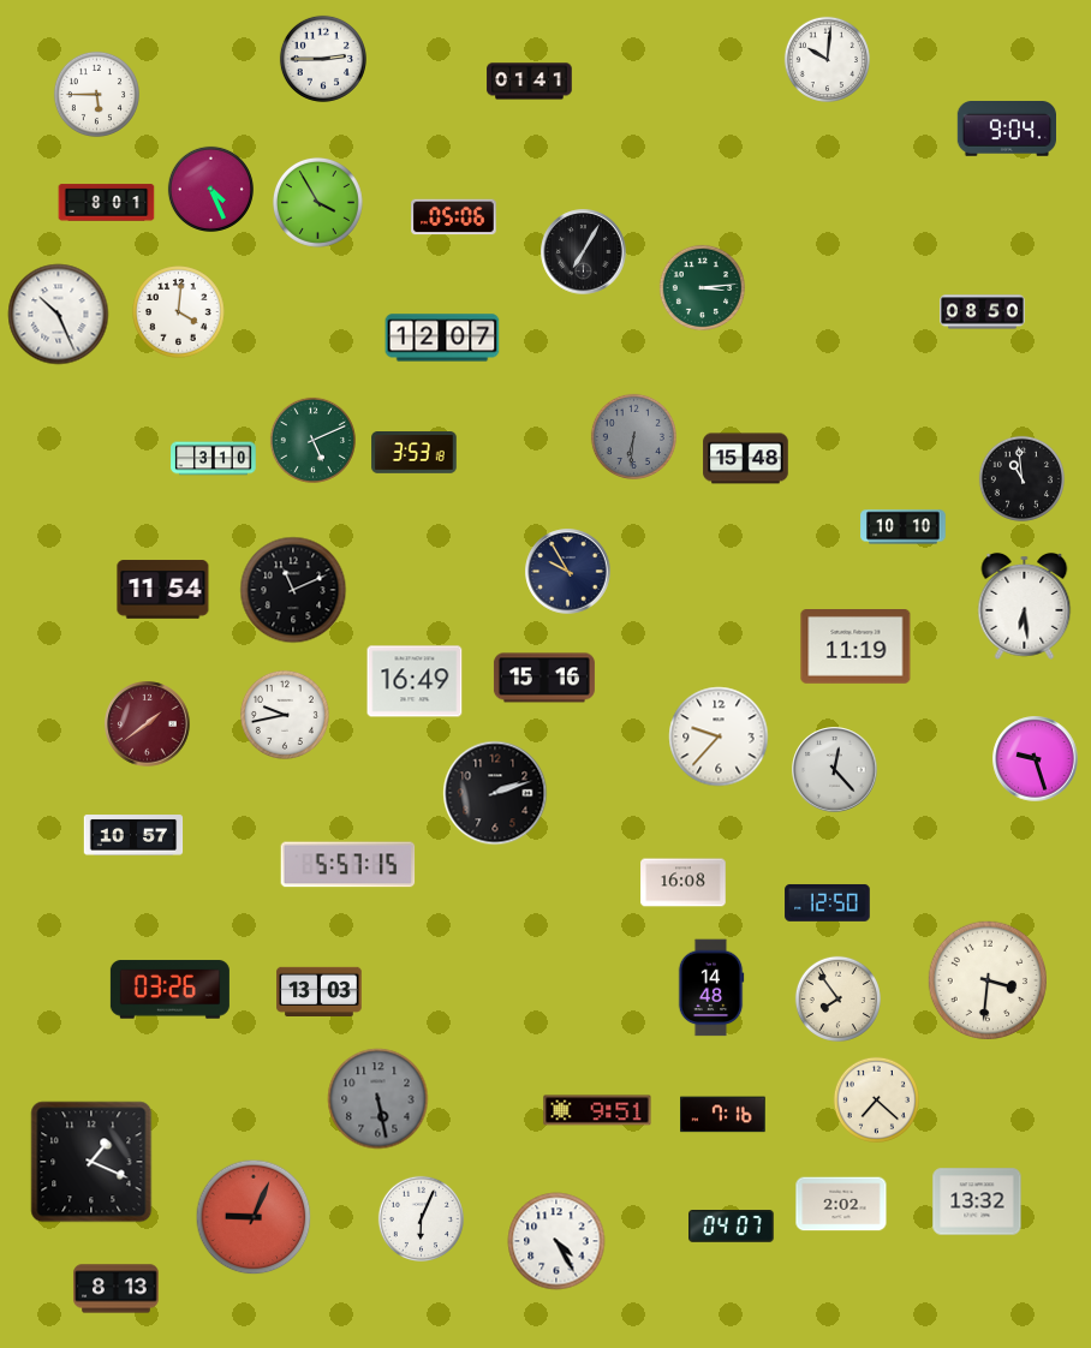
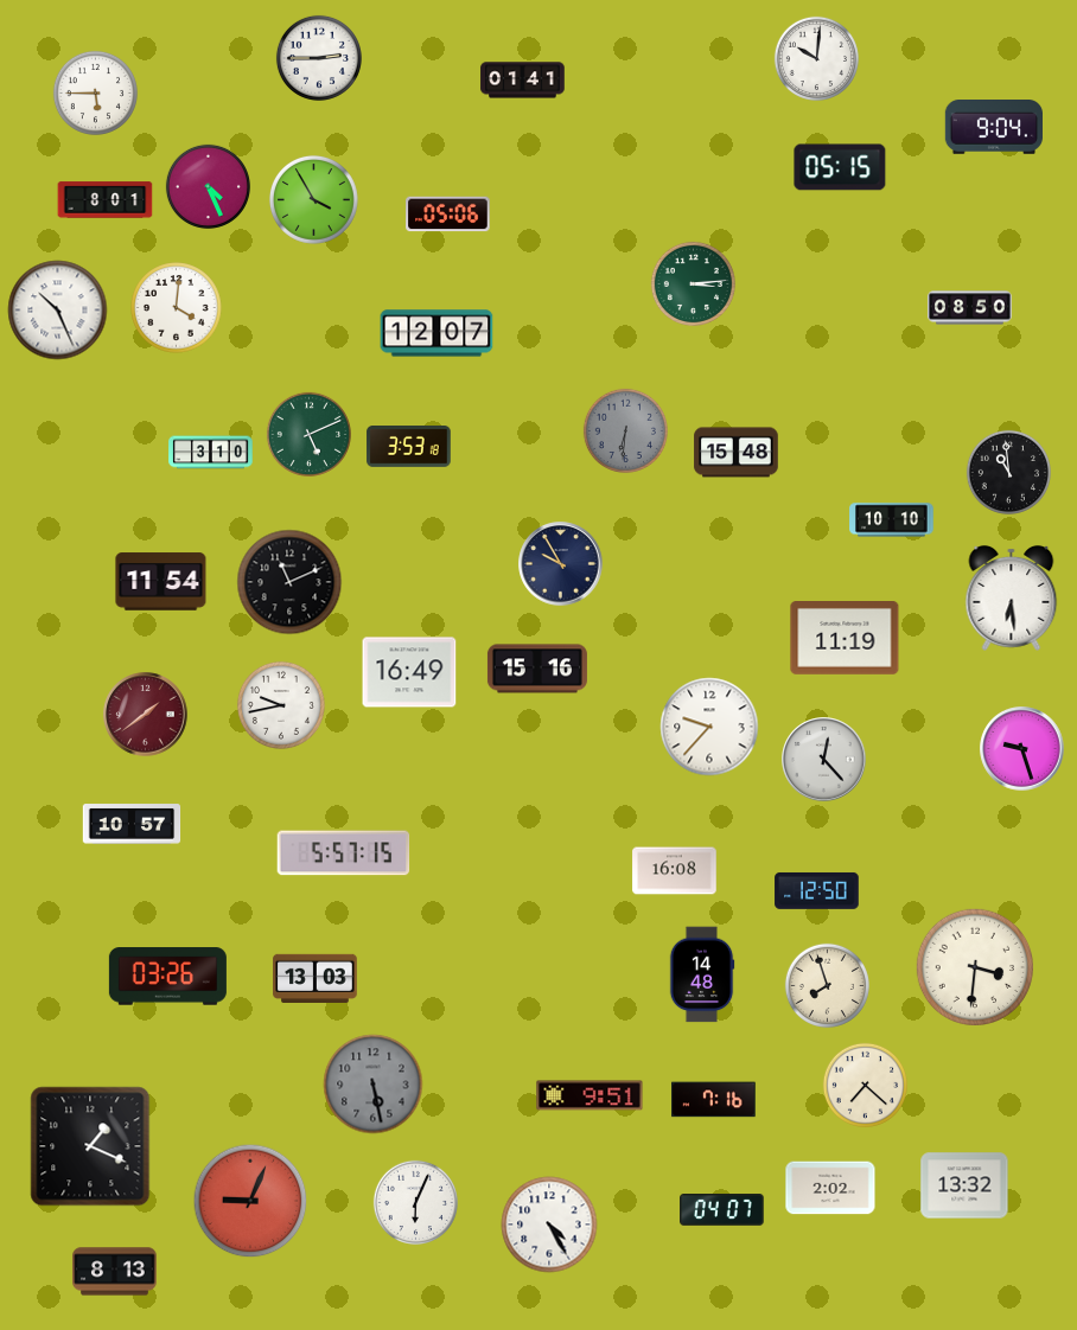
clock at (840, 167): none -> 05:15
clock at (584, 252): 7:05 -> none
clock at (495, 793): 2:12 -> none
clock at (837, 998): 7:54 -> 7:57
